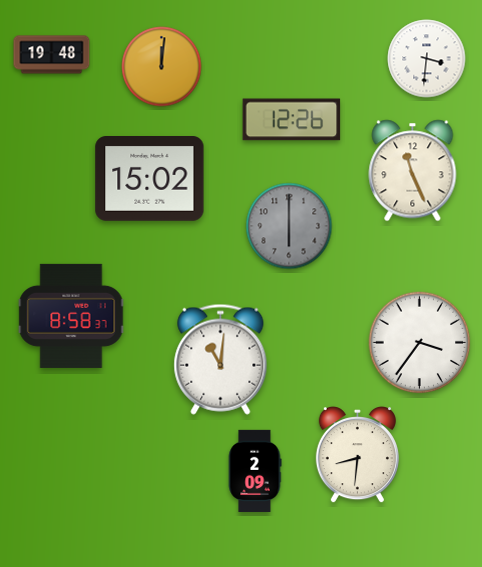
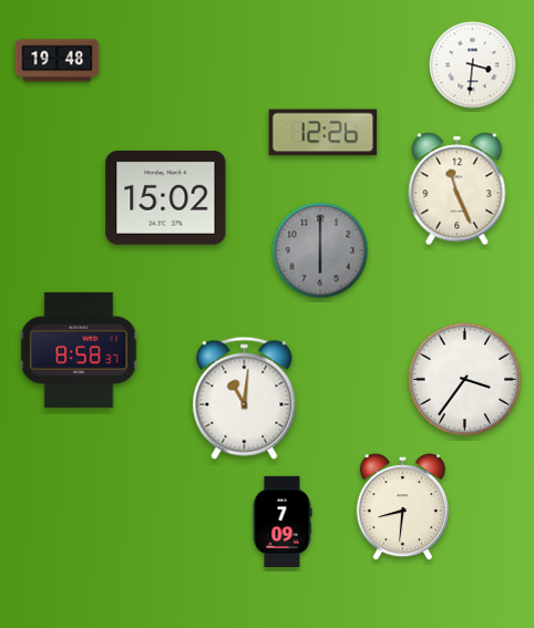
clock at (162, 67): 12:01 -> none
clock at (357, 455) position: (357, 455) -> (402, 507)
clock at (255, 471): 2:09 -> 7:09
